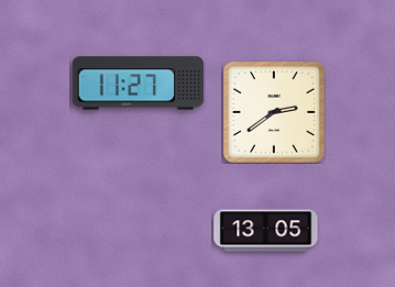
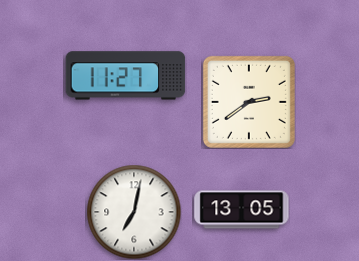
clock at (134, 212): none -> 7:02
